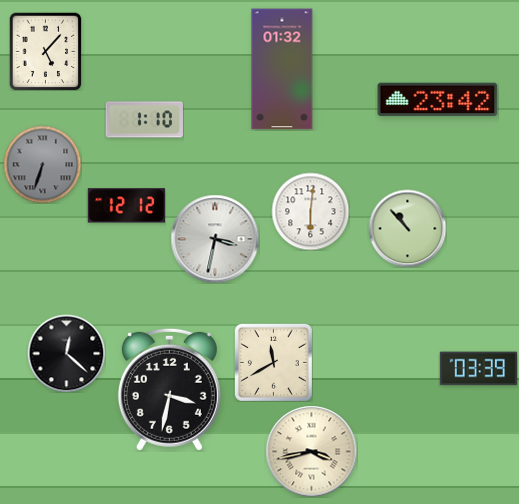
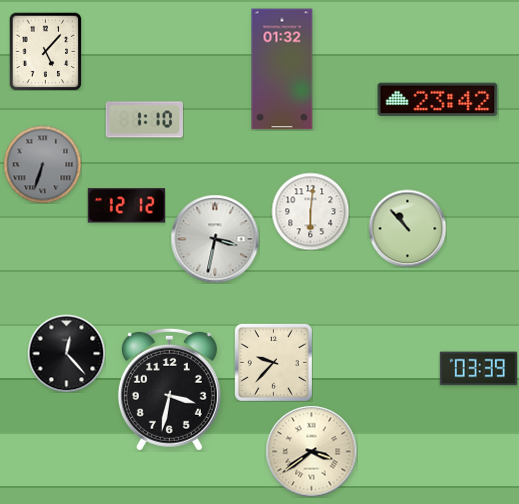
clock at (66, 353): 12:22 -> 12:23
clock at (273, 362): 11:40 -> 9:37
clock at (311, 451): 3:43 -> 3:39
